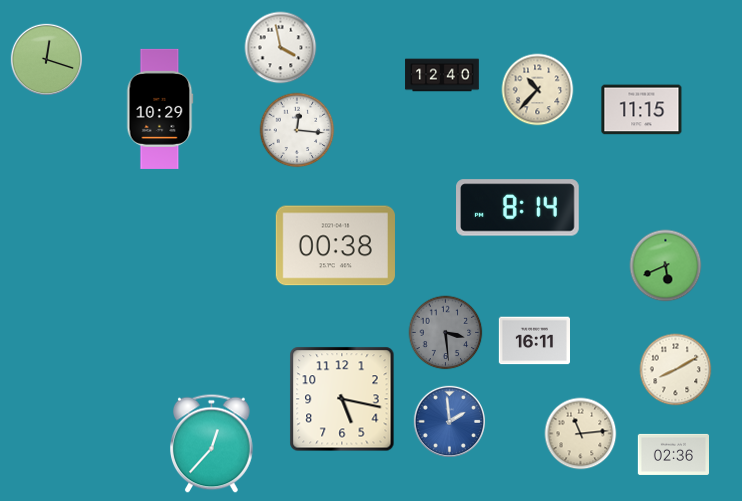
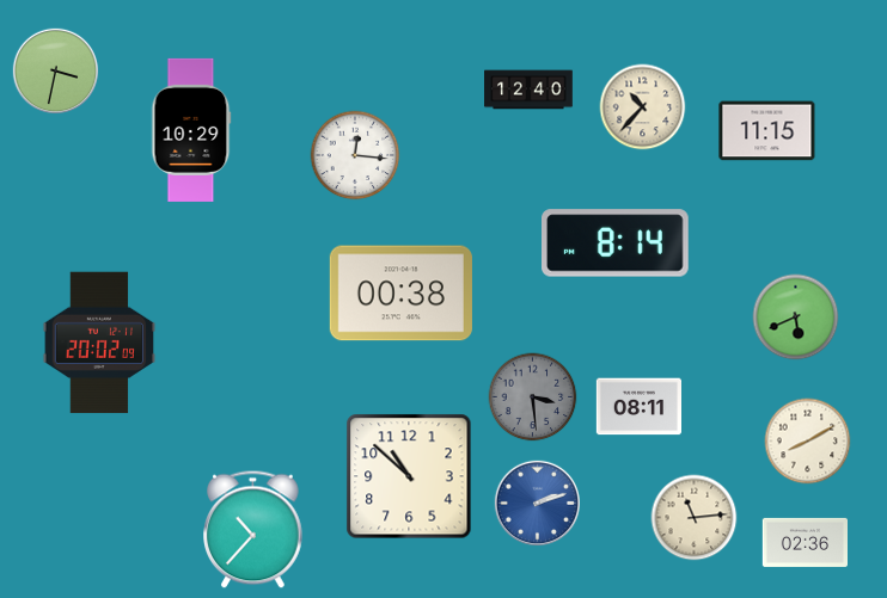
clock at (281, 48): 3:58 -> none
clock at (46, 59): 12:18 -> 3:32
clock at (518, 208) position: (518, 208) -> (616, 243)
clock at (99, 343): none -> 20:02
clock at (534, 341): 16:11 -> 08:11
clock at (342, 399): 5:17 -> 10:52
clock at (449, 421): 1:59 -> 2:12
clock at (212, 444): 12:37 -> 10:37
